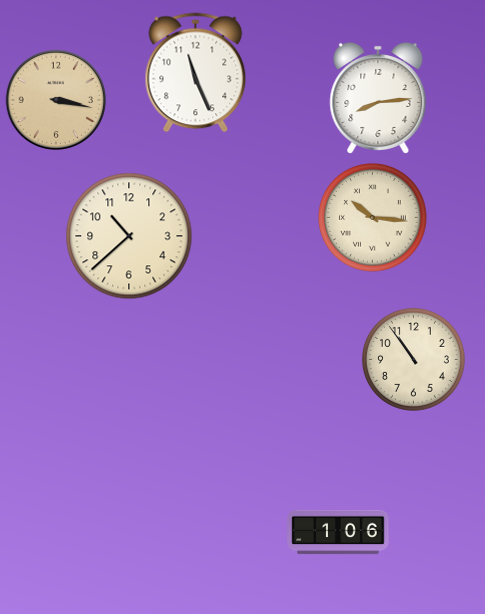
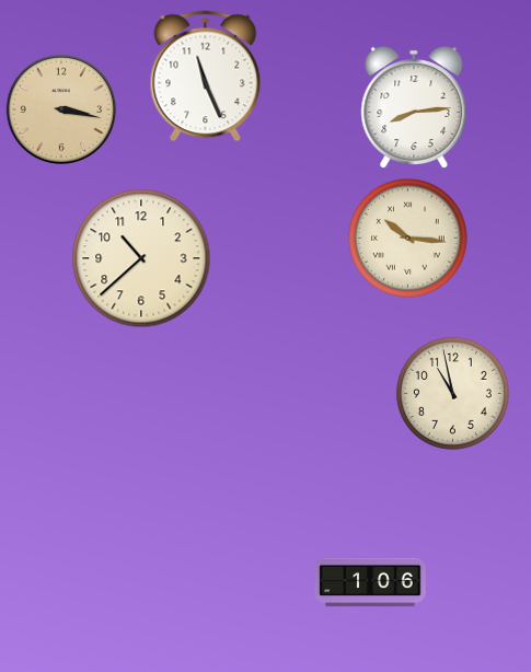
clock at (196, 73) position: (196, 73) -> (206, 77)
clock at (413, 359): 10:54 -> 10:58
